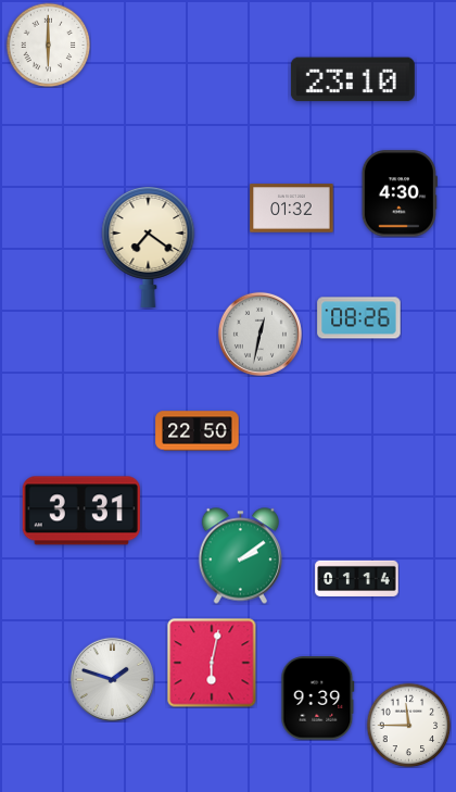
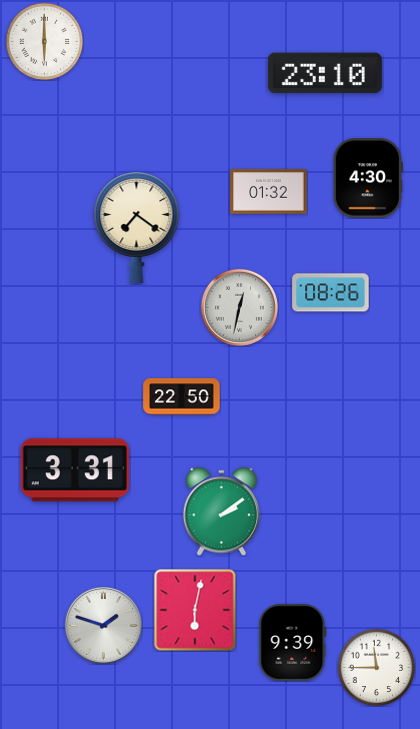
clock at (357, 578): 01:14 -> none
